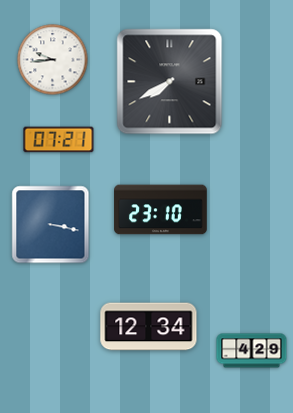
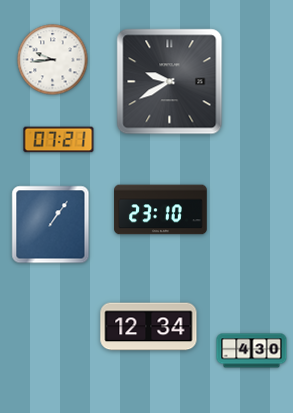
clock at (170, 82): 7:40 -> 9:40
clock at (51, 225): 3:17 -> 1:06
clock at (252, 351): 4:29 -> 4:30
